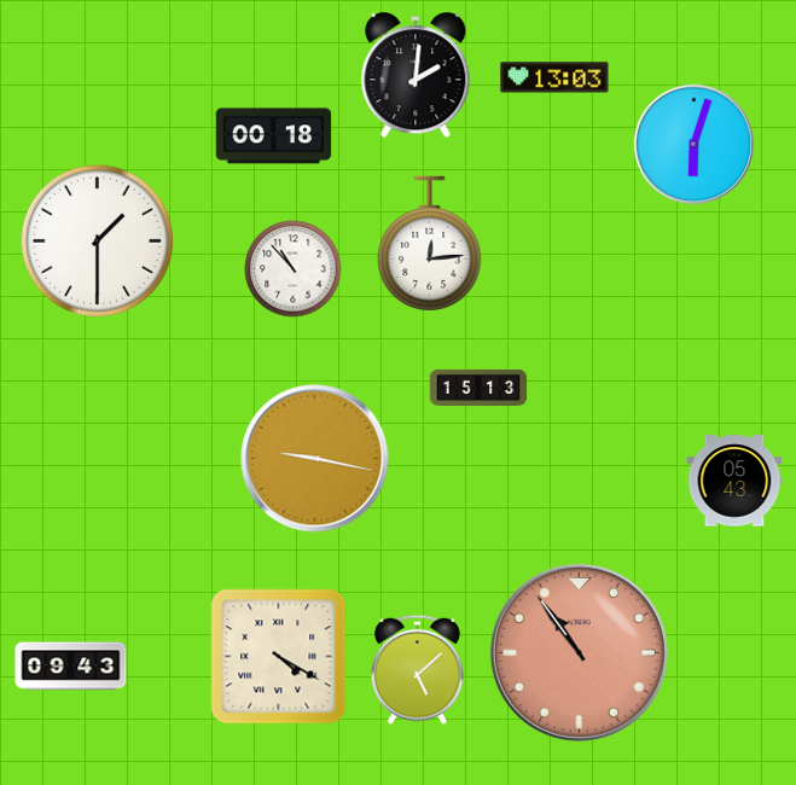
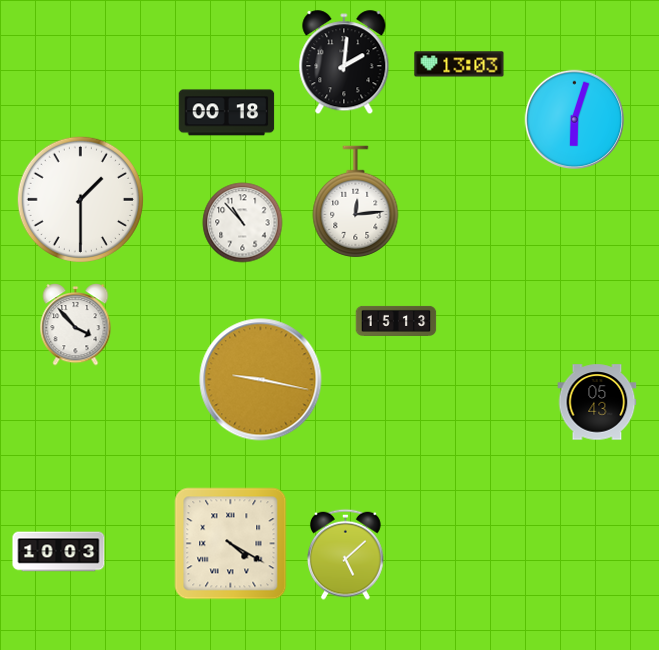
clock at (76, 325): none -> 3:53
clock at (734, 481) position: (734, 481) -> (597, 402)
clock at (579, 652): 10:54 -> none
clock at (71, 667): 09:43 -> 10:03
